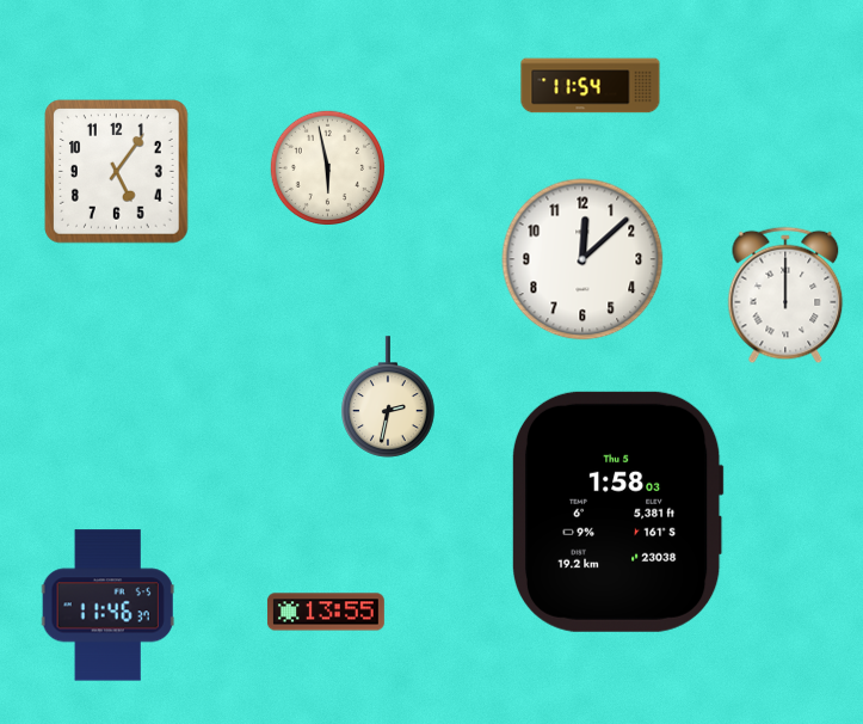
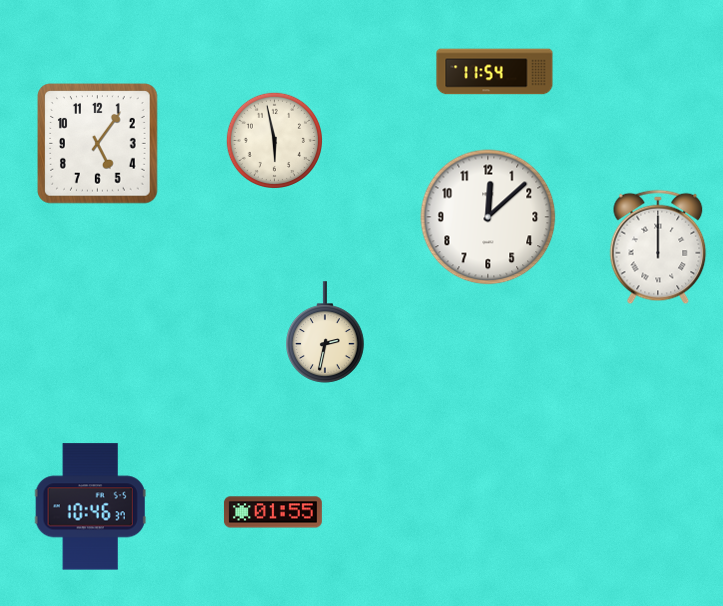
clock at (617, 511): 1:58 -> none
clock at (107, 606): 11:46 -> 10:46
clock at (326, 612): 13:55 -> 01:55
